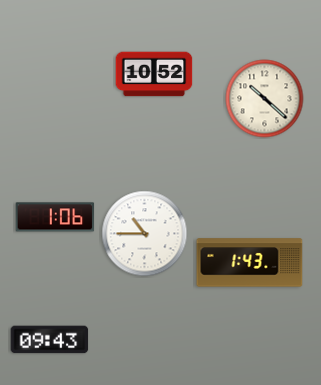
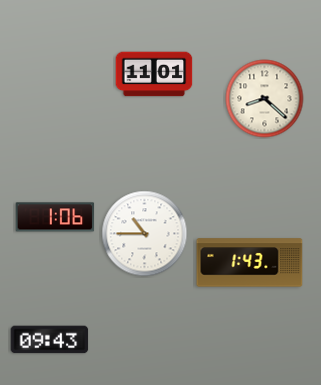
clock at (154, 74): 10:52 -> 11:01
clock at (265, 99): 10:22 -> 8:22
